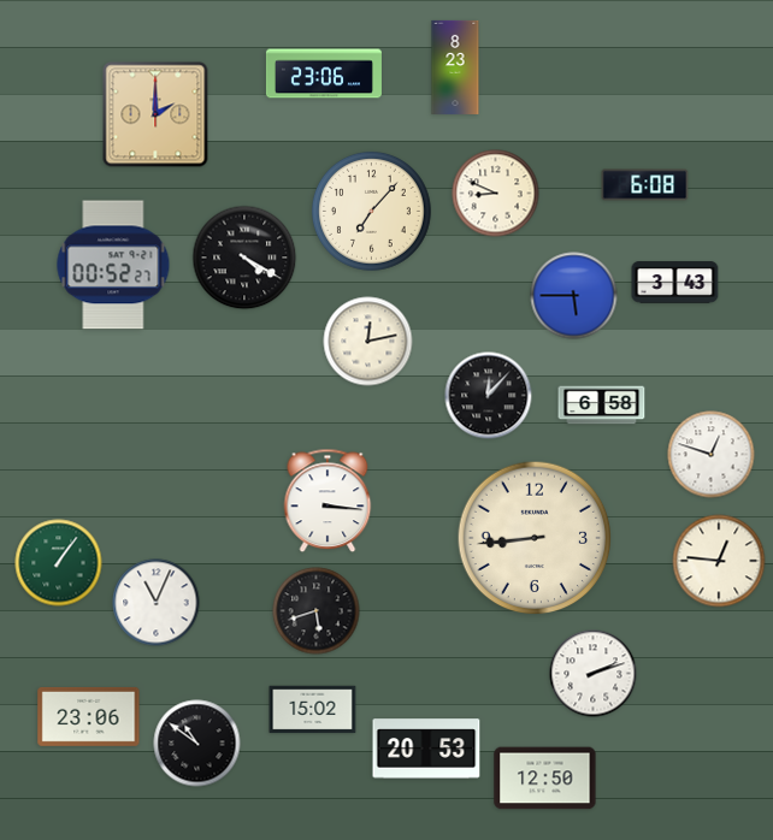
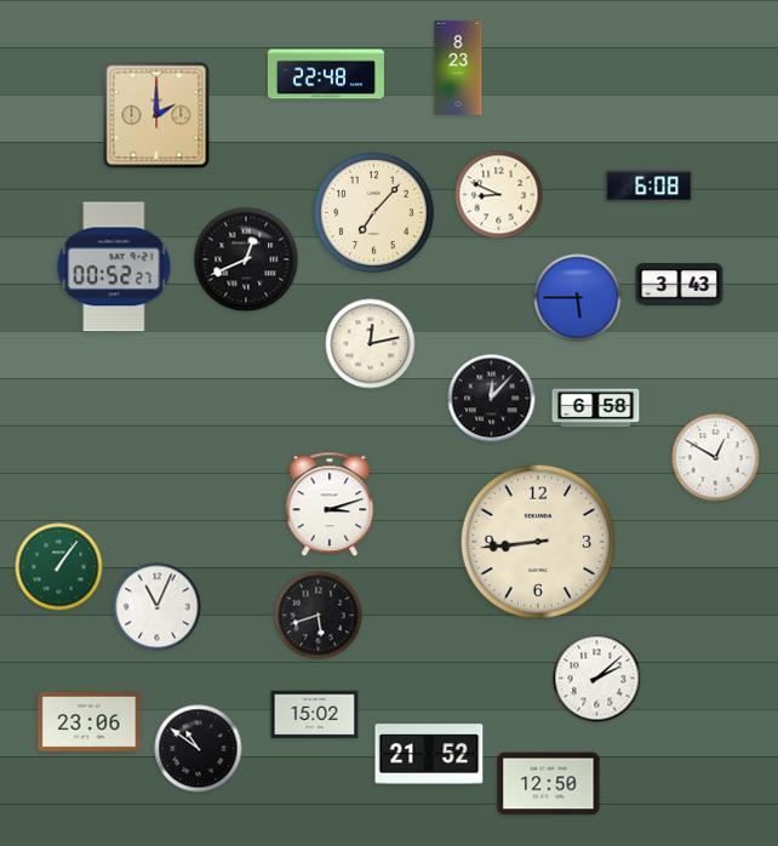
clock at (324, 73): 23:06 -> 22:48
clock at (244, 258): 4:20 -> 12:41
clock at (602, 406) position: (602, 406) -> (596, 408)
clock at (712, 455): 12:48 -> 12:50
clock at (328, 501): 3:16 -> 3:12
clock at (719, 561): 12:46 -> none
clock at (594, 674): 2:12 -> 2:08
clock at (426, 749): 20:53 -> 21:52
